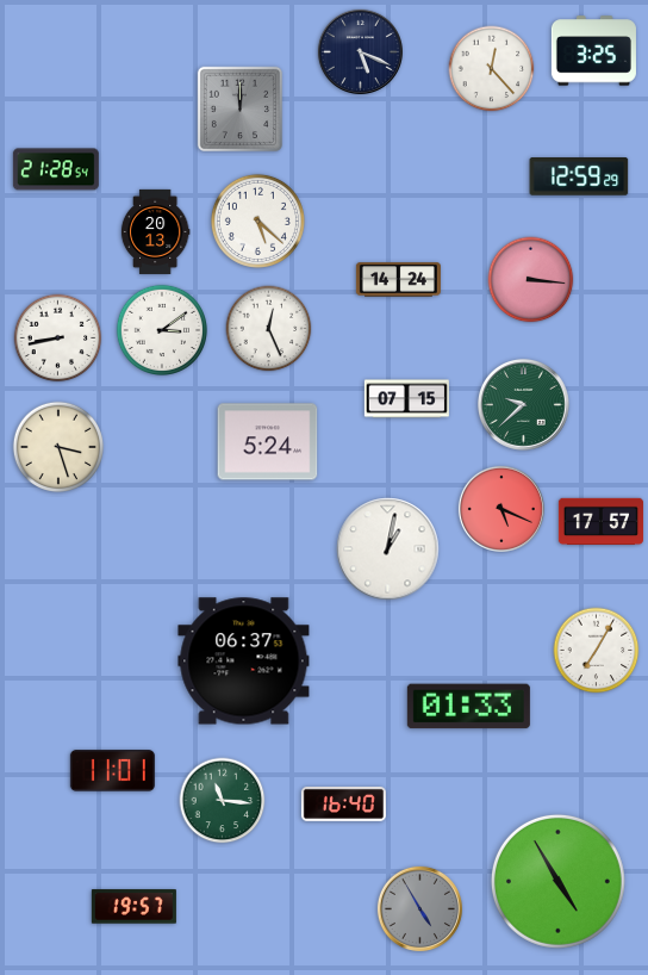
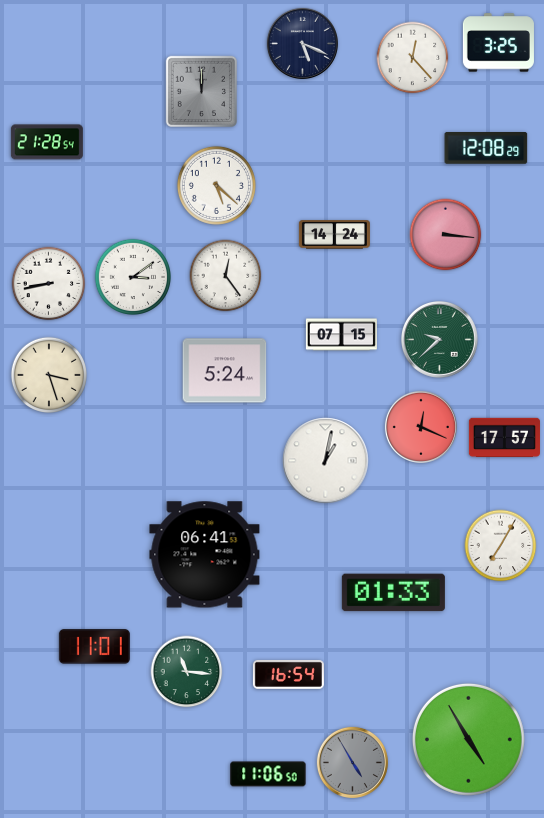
clock at (579, 178): 12:59 -> 12:08
clock at (155, 231): 20:13 -> none
clock at (269, 329): 12:26 -> 12:24
clock at (161, 330) position: (161, 330) -> (132, 277)
clock at (501, 509): 5:19 -> 12:19
clock at (244, 662): 06:37 -> 06:41
clock at (343, 803): 16:40 -> 16:54
clock at (133, 907): 19:57 -> none
clock at (268, 774): none -> 11:06
